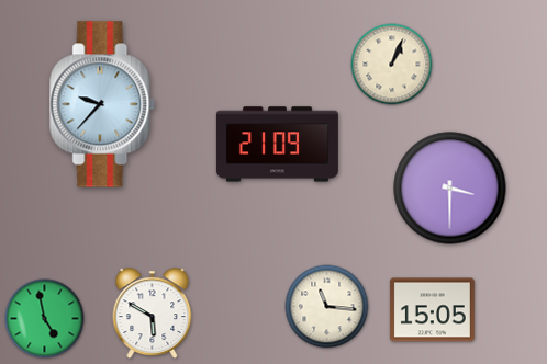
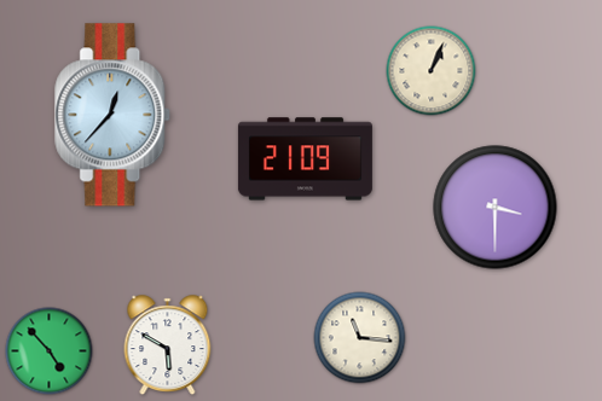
clock at (103, 104): 9:37 -> 12:37
clock at (432, 310): 15:05 -> none
clock at (45, 319): 4:58 -> 4:53
